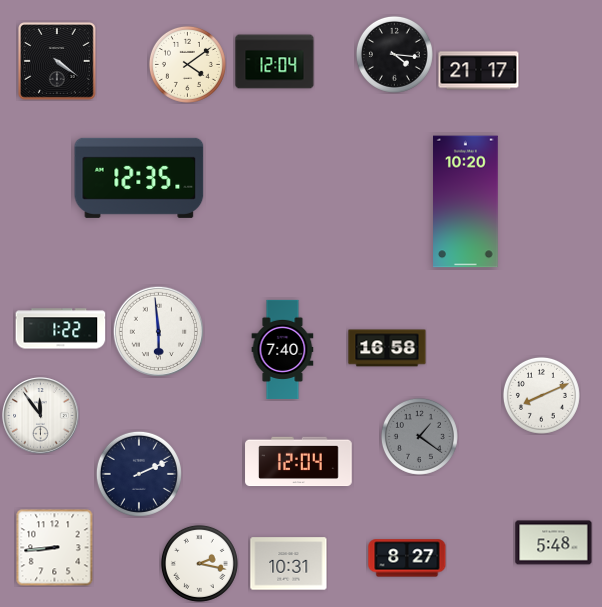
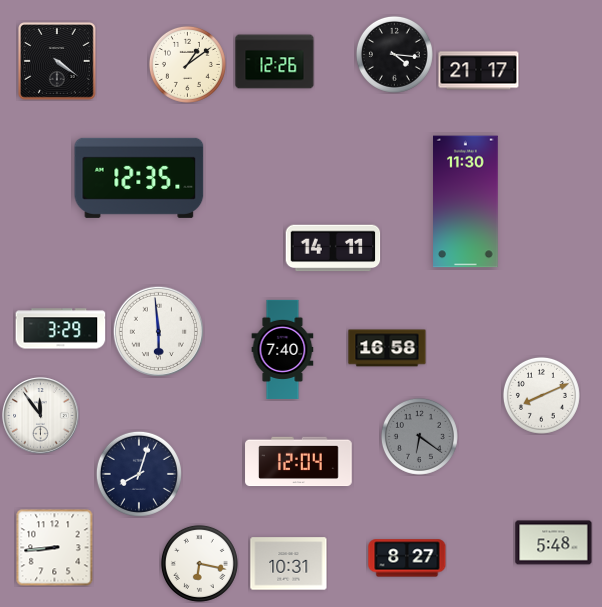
clock at (275, 62): 12:04 -> 12:26
clock at (187, 64): 4:09 -> 1:09
clock at (466, 202): 10:20 -> 11:30
clock at (333, 248): none -> 14:11
clock at (61, 329): 1:22 -> 3:29
clock at (419, 436): 1:21 -> 6:21
clock at (139, 474): 2:11 -> 8:03
clock at (199, 563): 2:17 -> 6:17
